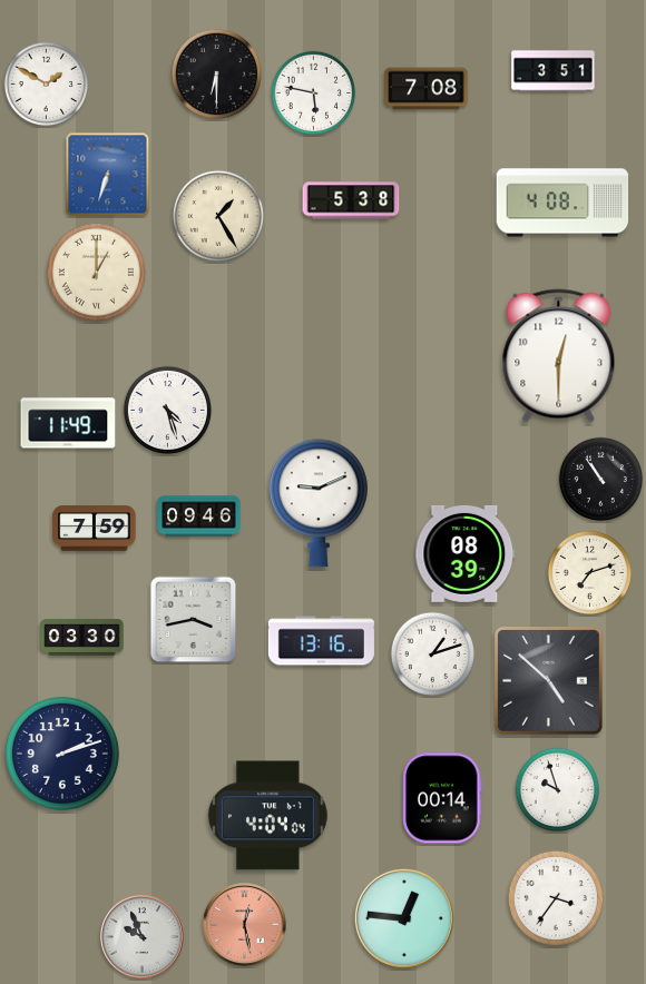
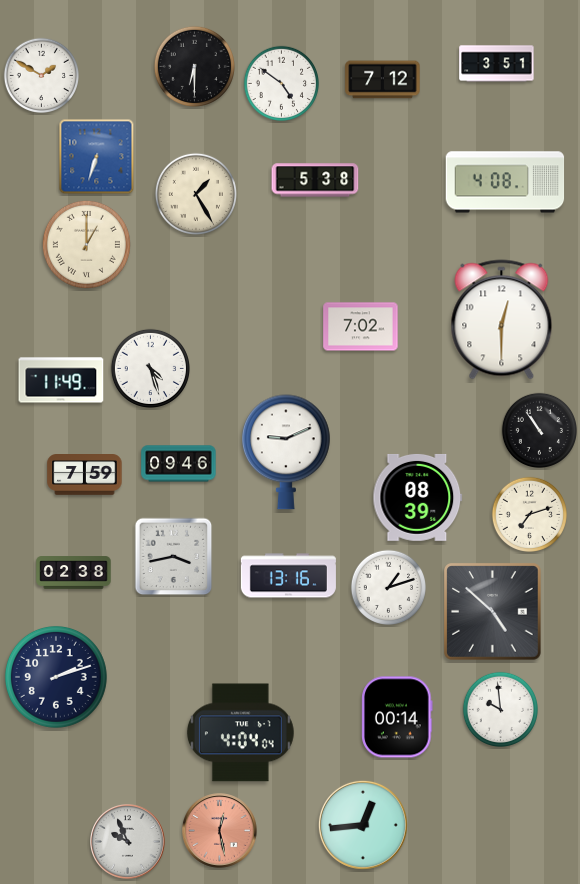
clock at (427, 89): 7:08 -> 7:12
clock at (313, 92): 5:47 -> 4:51
clock at (361, 327): none -> 7:02
clock at (82, 638): 03:30 -> 02:38
clock at (557, 789): 9:57 -> 9:59
clock at (556, 898): 3:36 -> none
clock at (404, 918): 12:46 -> 12:44
